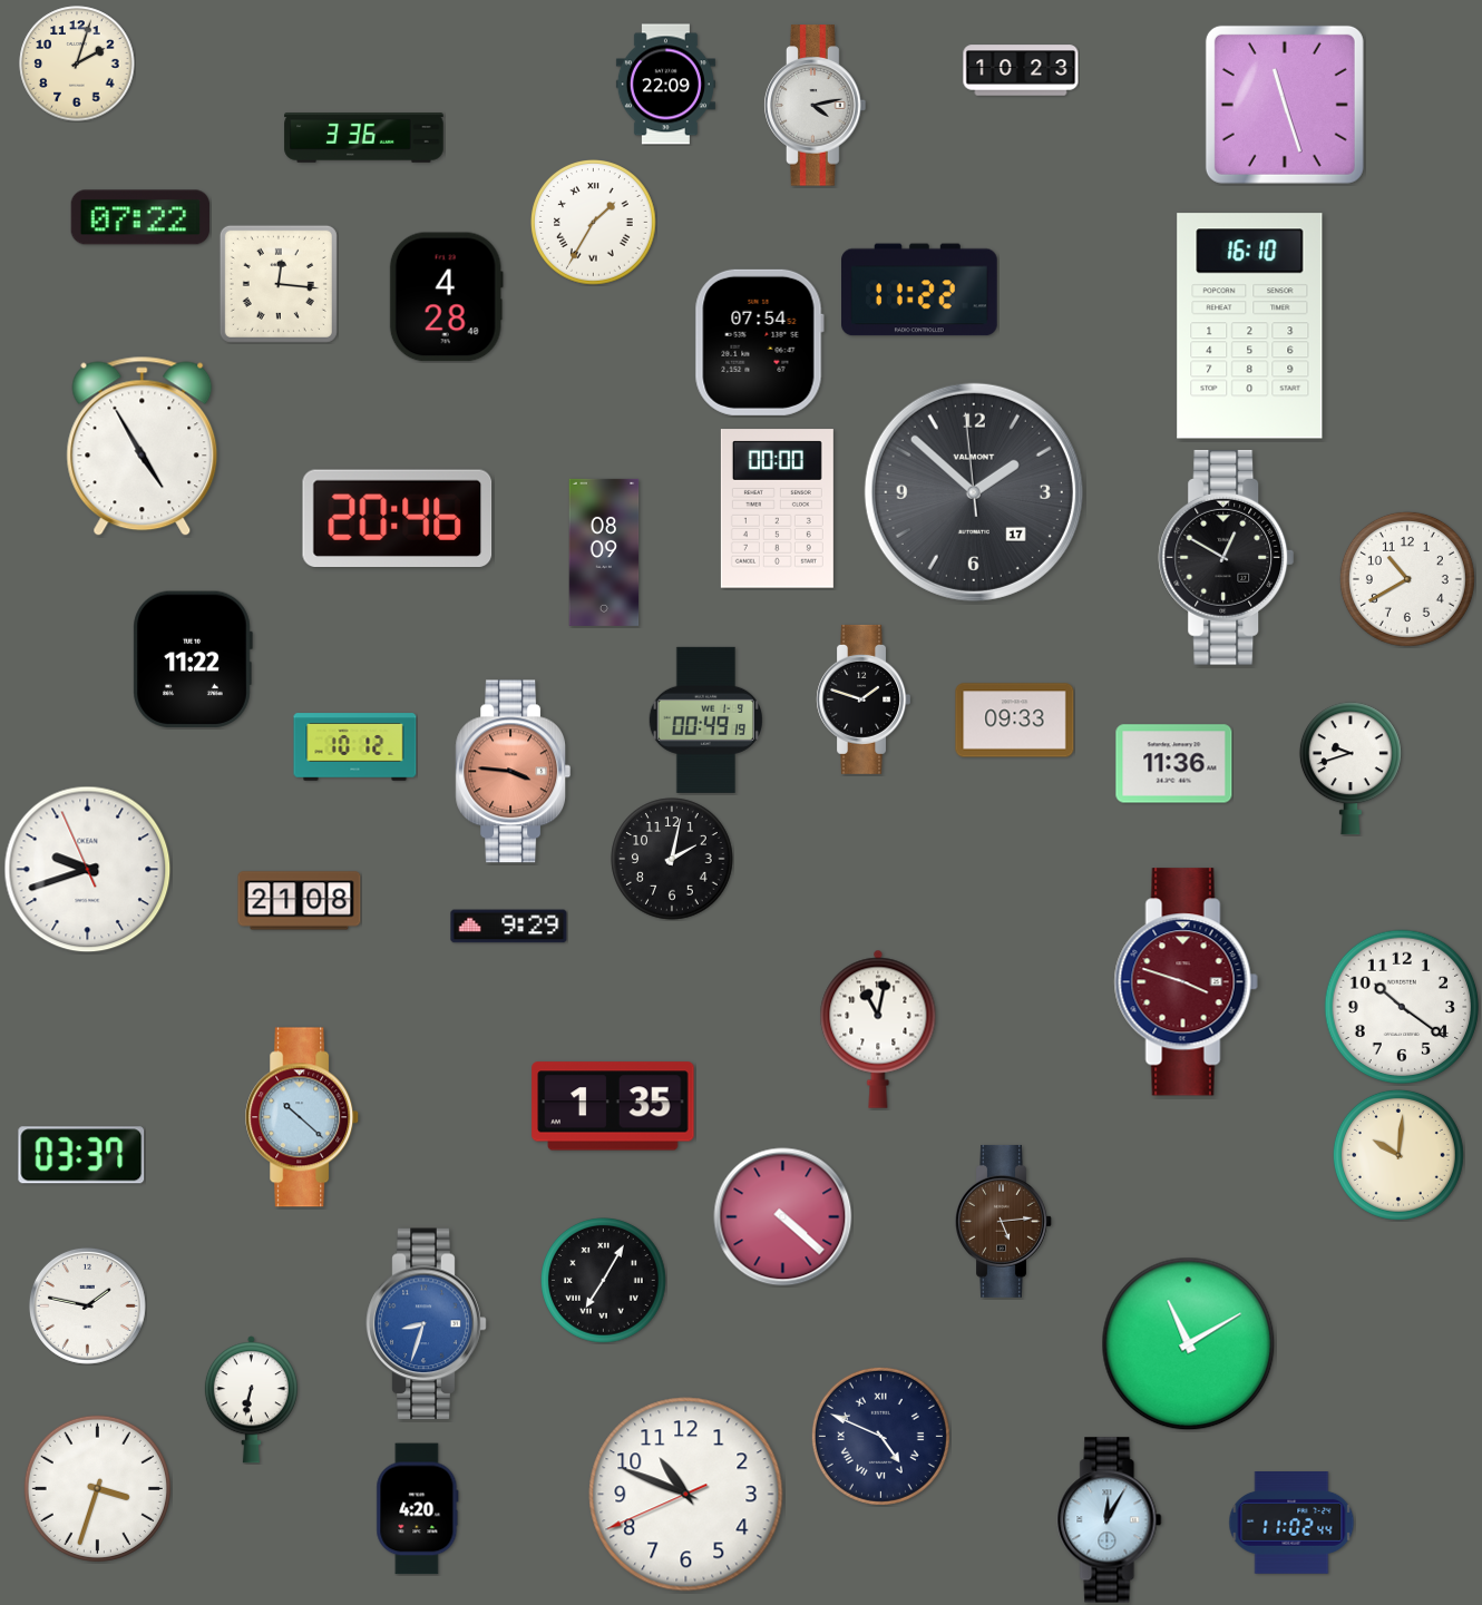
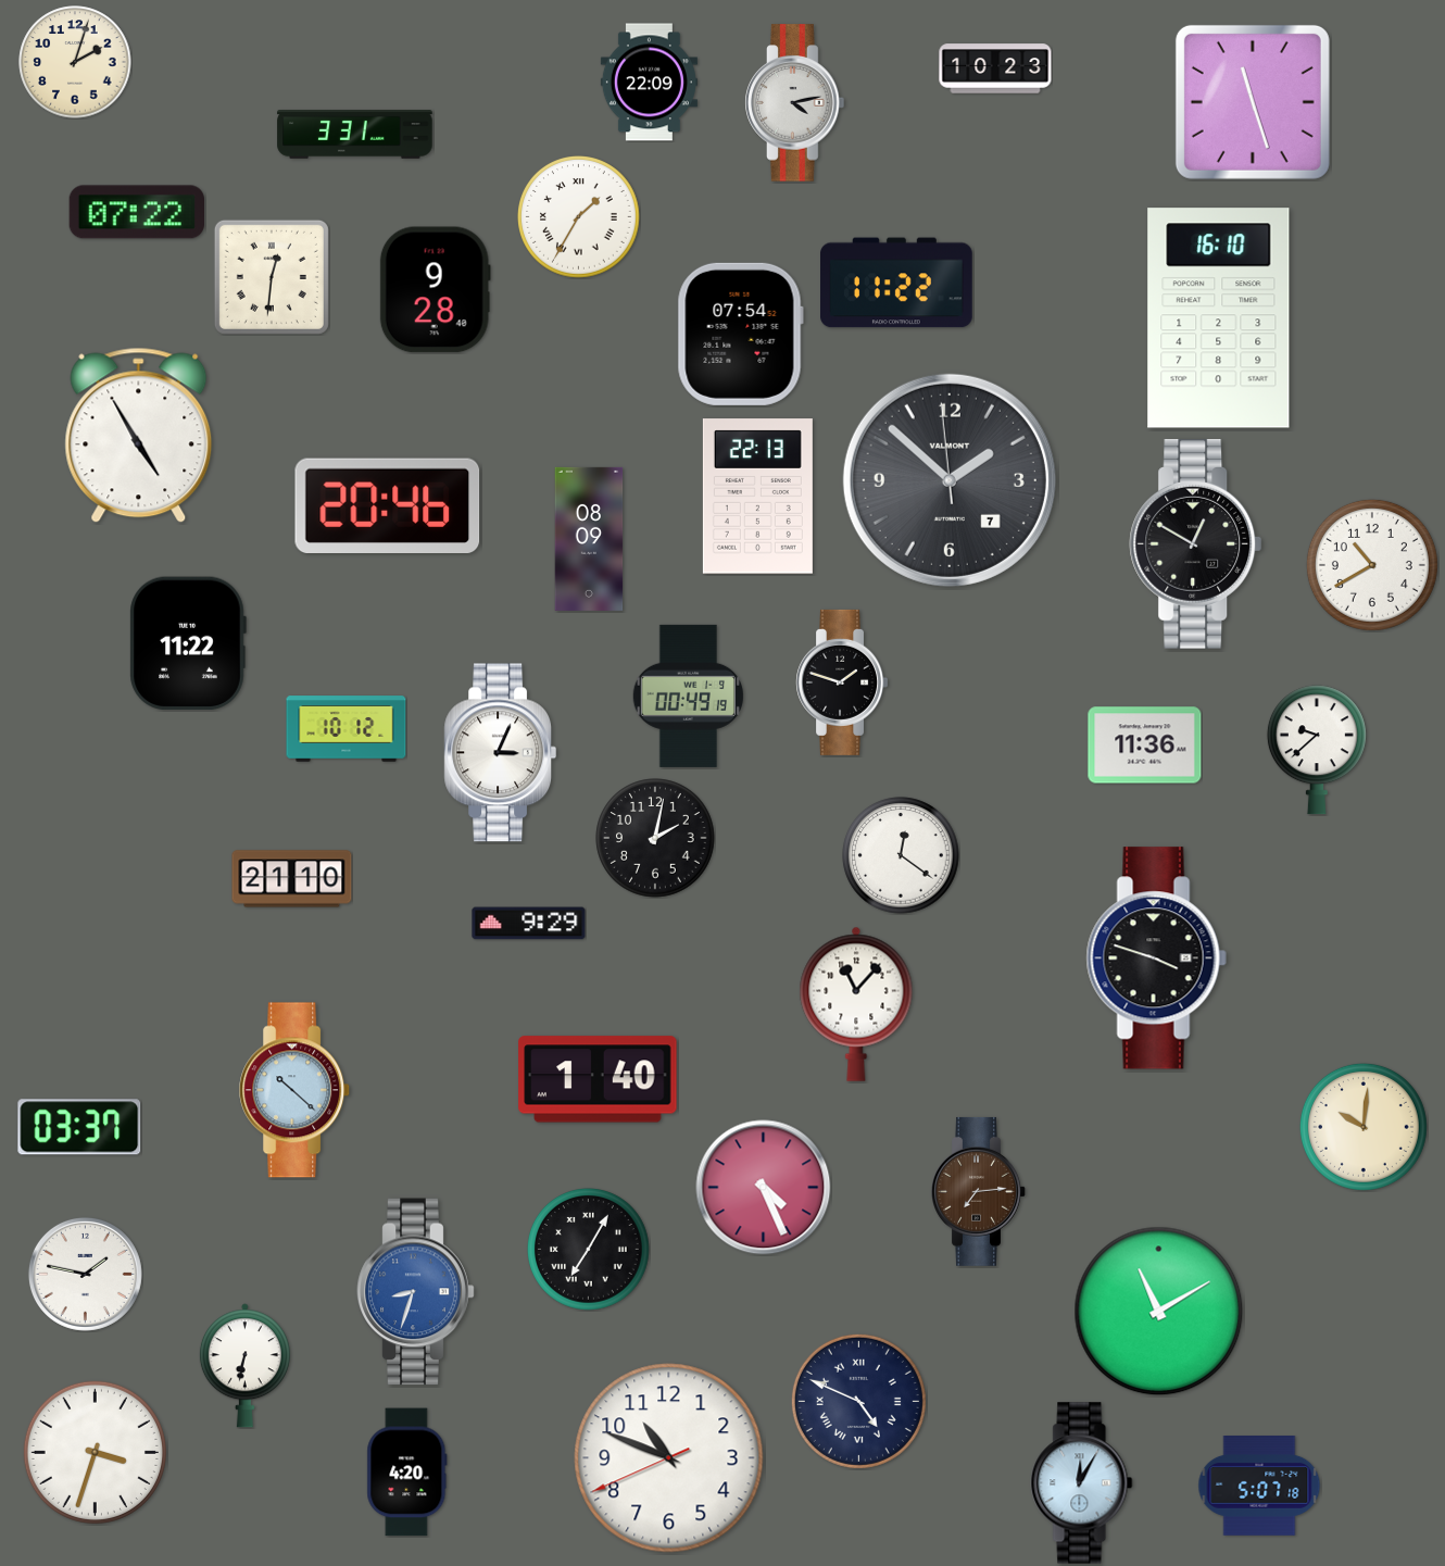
clock at (364, 138): 3:36 -> 3:31
clock at (279, 284): 12:16 -> 12:31
clock at (446, 297): 4:28 -> 9:28
clock at (974, 492) date: 17 -> 7
clock at (777, 509): 00:00 -> 22:13
clock at (705, 720) position: (705, 720) -> (688, 696)
clock at (1015, 721): 09:33 -> none
clock at (1351, 769): 9:42 -> 9:38
clock at (514, 772): 3:46 -> 3:04
clock at (514, 772) dial: salmon -> white
clock at (88, 870): 9:41 -> none
clock at (901, 855): none -> 12:21
clock at (300, 901): 21:08 -> 21:10
clock at (509, 927) position: (509, 927) -> (529, 924)
clock at (1186, 982) dial: burgundy -> black
clock at (1402, 1007): 10:21 -> none
clock at (878, 1029): 11:02 -> 11:07
clock at (613, 1106): 1:35 -> 1:40
clock at (783, 1217): 4:22 -> 4:26
clock at (1004, 1221): 5:14 -> 7:14
clock at (1291, 1524): 11:02 -> 5:07
